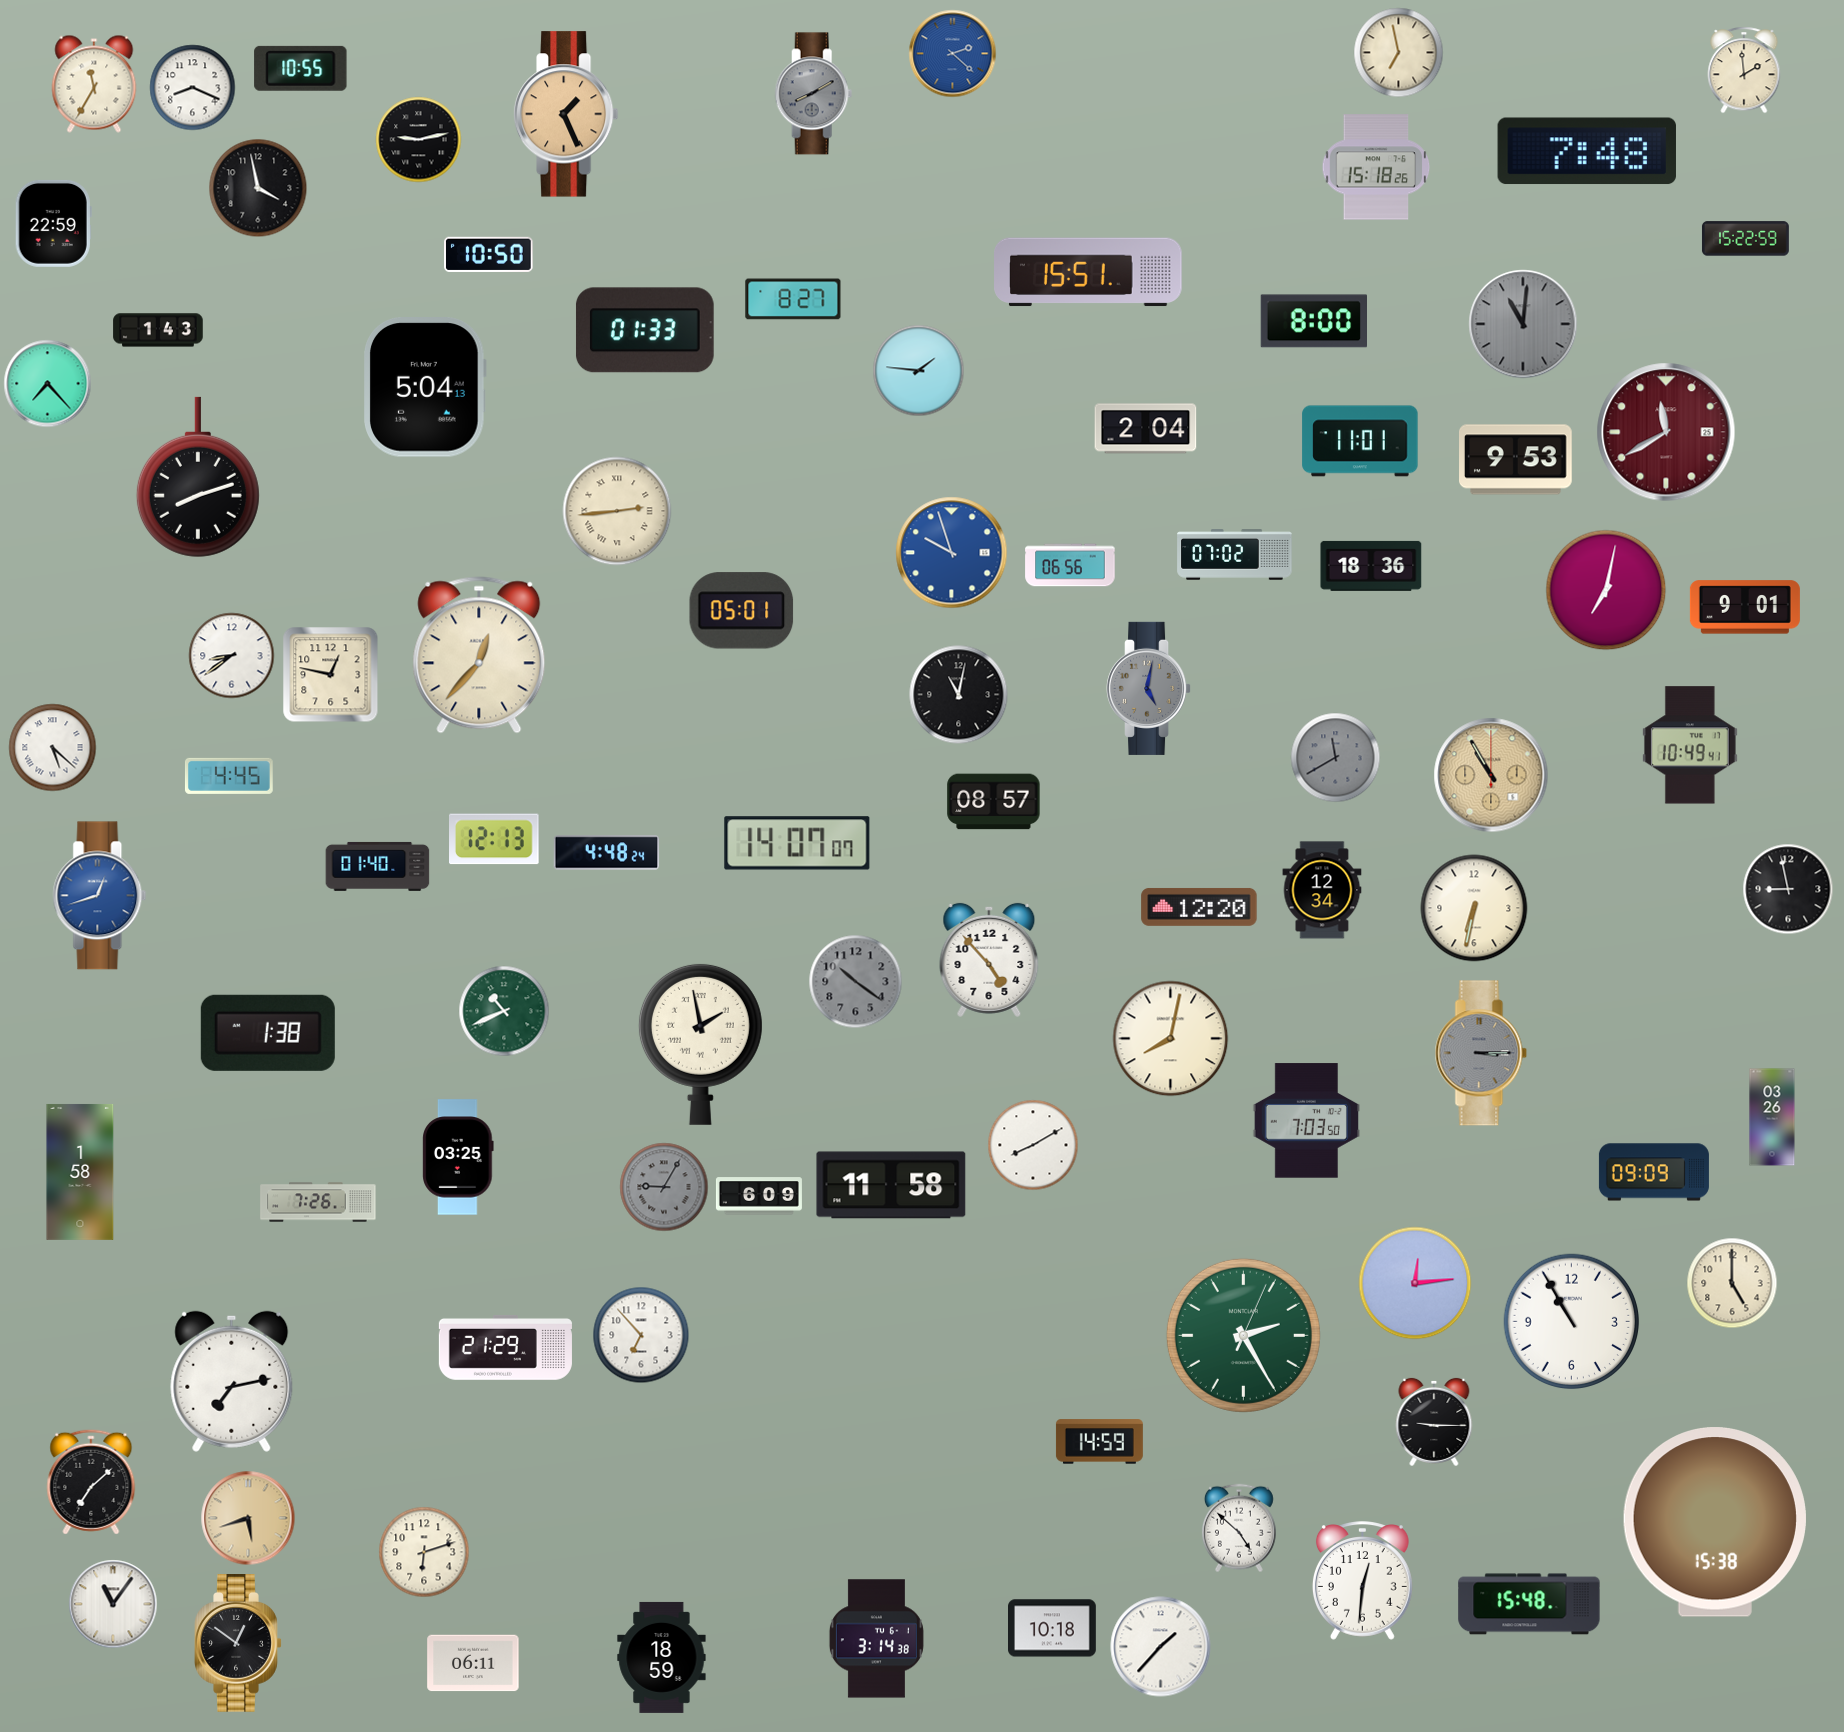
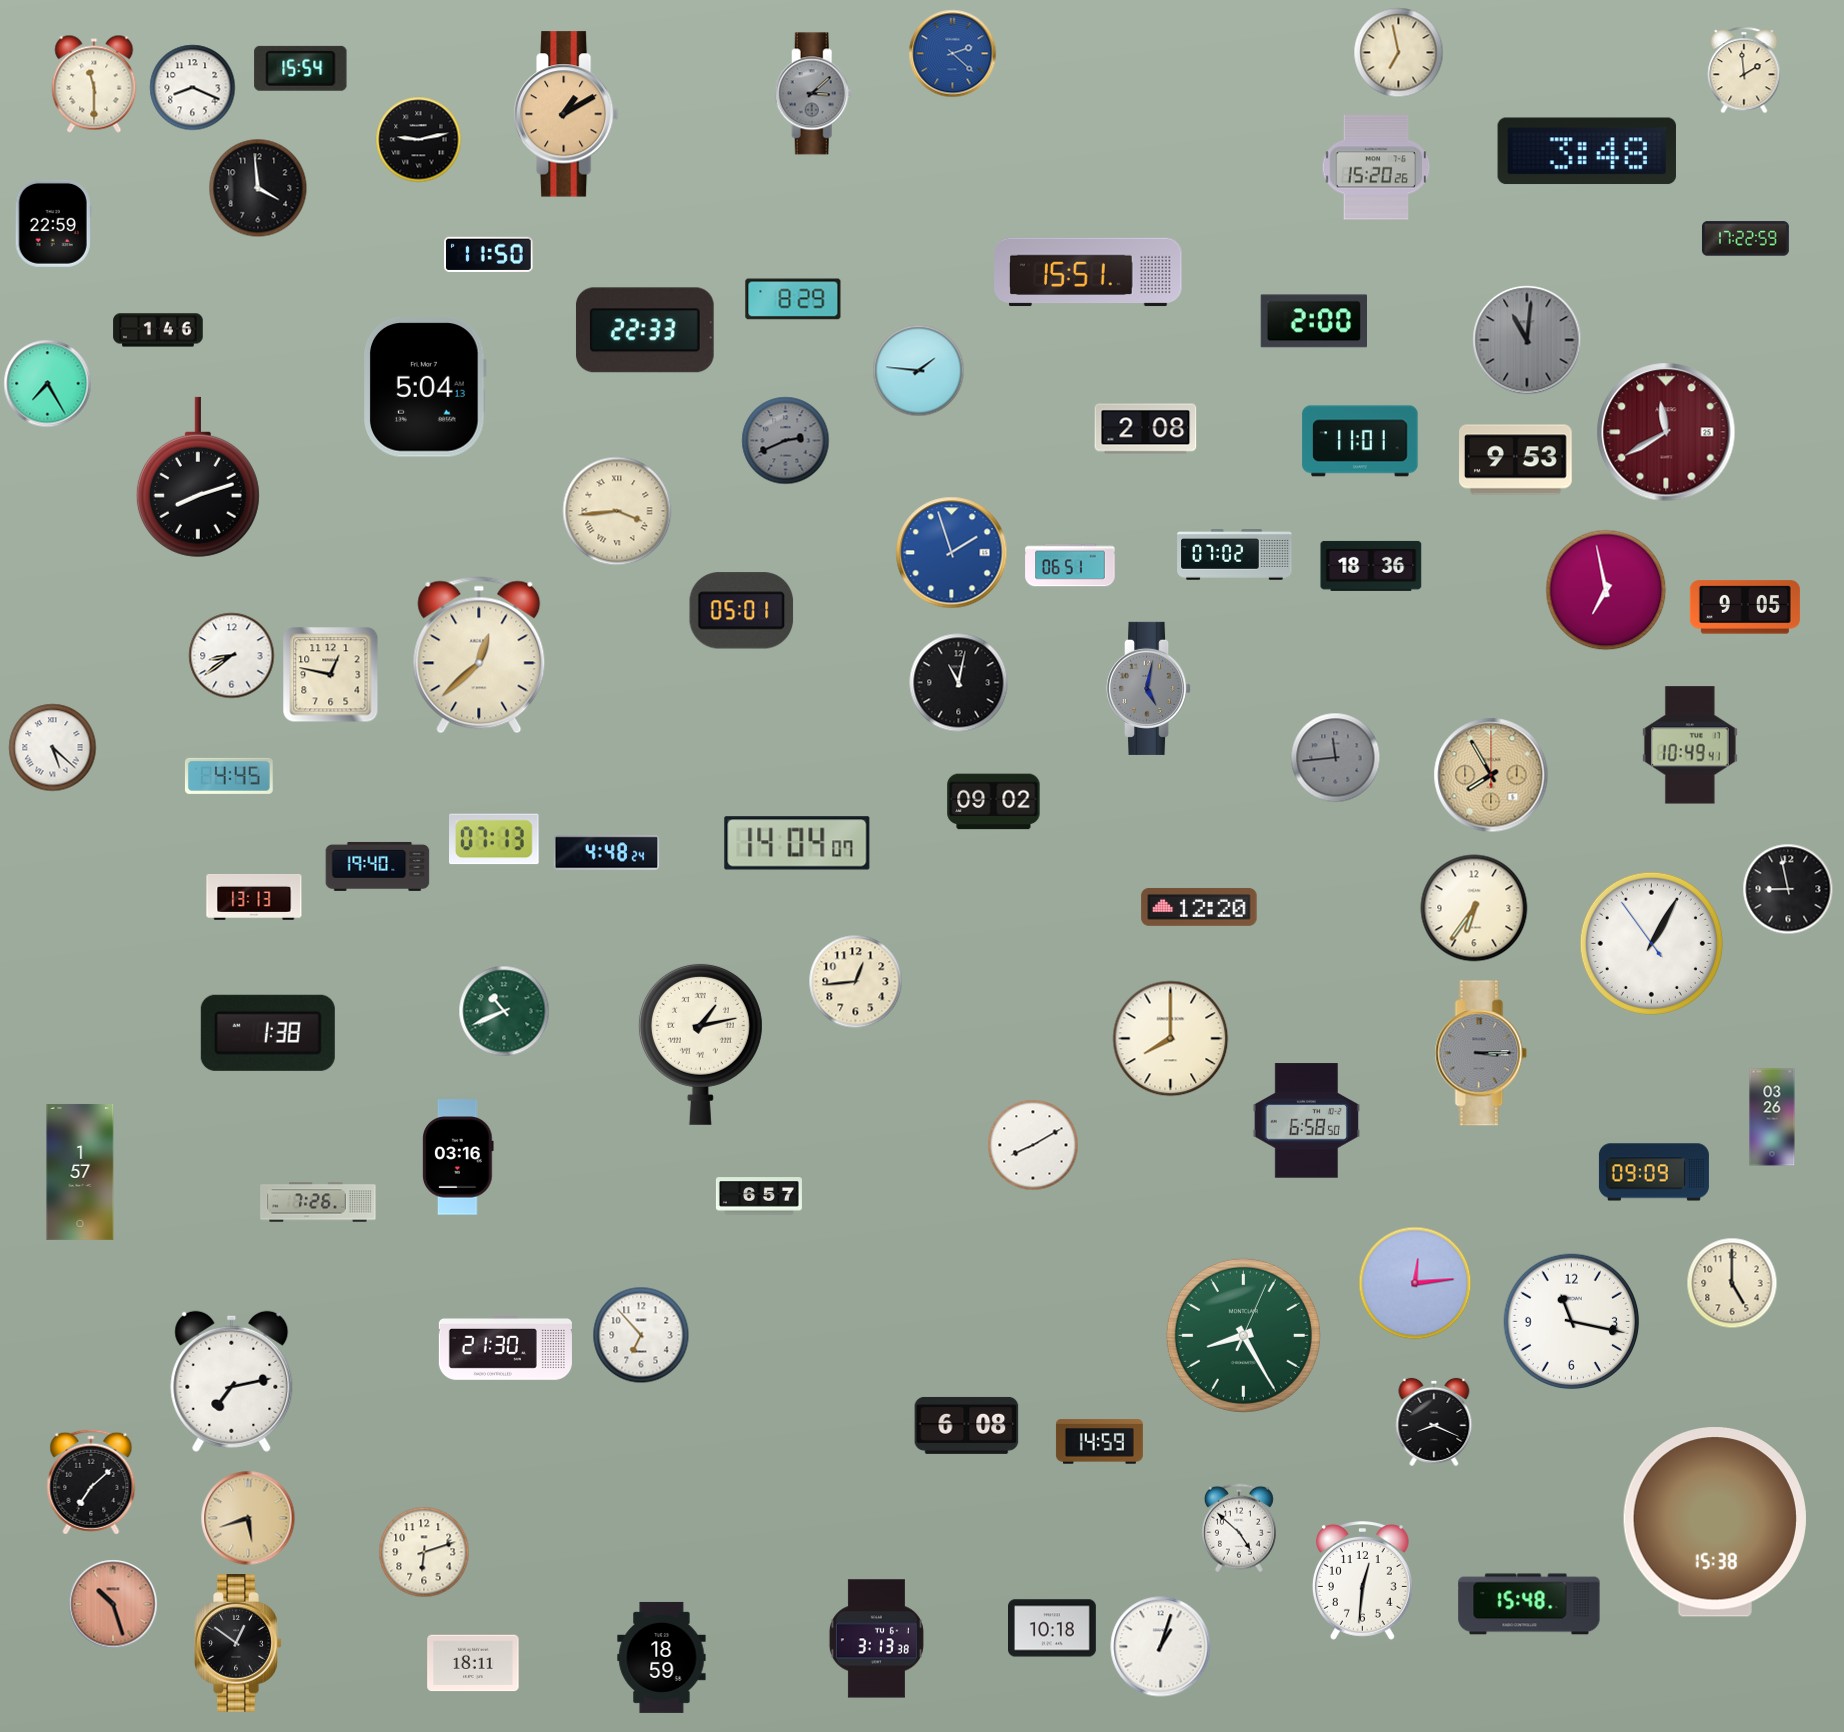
clock at (301, 68): 10:55 -> 15:54
clock at (94, 84): 11:35 -> 11:30
clock at (814, 94): 8:10 -> 3:08
clock at (566, 114): 1:26 -> 1:10
clock at (1587, 151): 7:48 -> 3:48
clock at (1376, 167): 15:18 -> 15:20
clock at (258, 188): 3:58 -> 3:59
clock at (1745, 239): 15:22 -> 17:22
clock at (489, 254): 10:50 -> 11:50
clock at (793, 299): 8:27 -> 8:29
clock at (1313, 321): 8:00 -> 2:00
clock at (1523, 324) position: (1523, 324) -> (1527, 340)
clock at (158, 330): 1:43 -> 1:46
clock at (645, 330): 01:33 -> 22:33
clock at (48, 384): 7:23 -> 7:25
clock at (1146, 429): 2:04 -> 2:08
clock at (786, 441): none -> 2:41
clock at (617, 511): 2:44 -> 3:44
clock at (952, 553): 9:57 -> 1:57
clock at (1070, 565): 06:56 -> 06:51
clock at (1606, 590): 7:02 -> 6:58
clock at (1745, 607): 9:01 -> 9:05
clock at (479, 655): 12:37 -> 12:38
clock at (959, 695) position: (959, 695) -> (959, 683)
clock at (1336, 758): 11:40 -> 11:44
clock at (1491, 775): 10:55 -> 7:55
clock at (994, 802): 08:57 -> 09:02
clock at (495, 839): 12:13 -> 07:13
clock at (797, 843): 14:07 -> 14:04
clock at (378, 866): 01:40 -> 19:40
clock at (1322, 890): 12:34 -> none
clock at (100, 896): 12:42 -> none
clock at (254, 898): none -> 13:13
clock at (1474, 908): 6:32 -> 6:36
clock at (1651, 943): none -> 1:04
clock at (989, 960): 4:53 -> none
clock at (856, 982): 10:21 -> 12:44
clock at (856, 982) dial: grey -> cream
clock at (1171, 1039): 8:02 -> 8:00
clock at (700, 1044): 1:58 -> 1:13
clock at (1306, 1121): 7:03 -> 6:58
clock at (458, 1157): 03:25 -> 03:16
clock at (80, 1172): 1:58 -> 1:57
clock at (891, 1185): 11:58 -> none
clock at (664, 1187): 9:05 -> none
clock at (759, 1196): 6:09 -> 6:57
clock at (1572, 1322): 10:55 -> 11:17
clock at (1243, 1335): 2:25 -> 8:25
clock at (505, 1347): 21:29 -> 21:30
clock at (1434, 1422): 9:15 -> 8:19
clock at (967, 1425): none -> 6:08
clock at (113, 1604): 11:06 -> 10:27
clock at (113, 1604) dial: white -> salmon
clock at (876, 1639): 3:14 -> 3:13
clock at (1161, 1647): 1:37 -> 1:03
clock at (473, 1663): 06:11 -> 18:11
